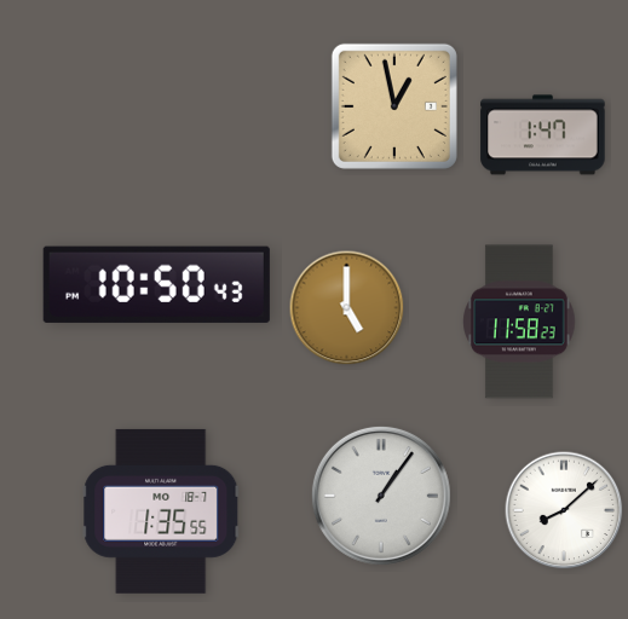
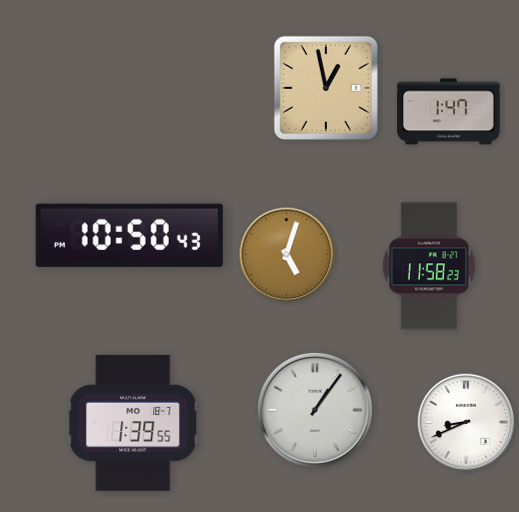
clock at (347, 308): 5:00 -> 5:03
clock at (564, 510): 8:08 -> 8:41
clock at (161, 511): 1:35 -> 1:39
